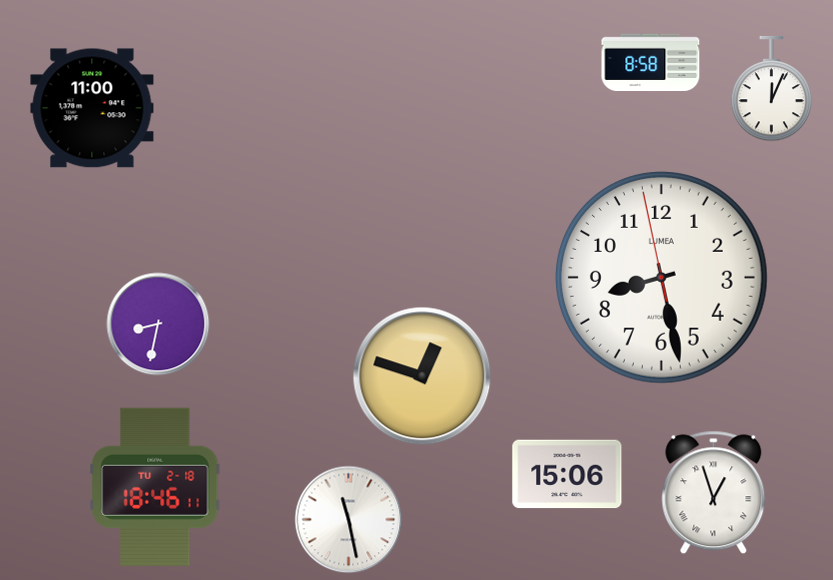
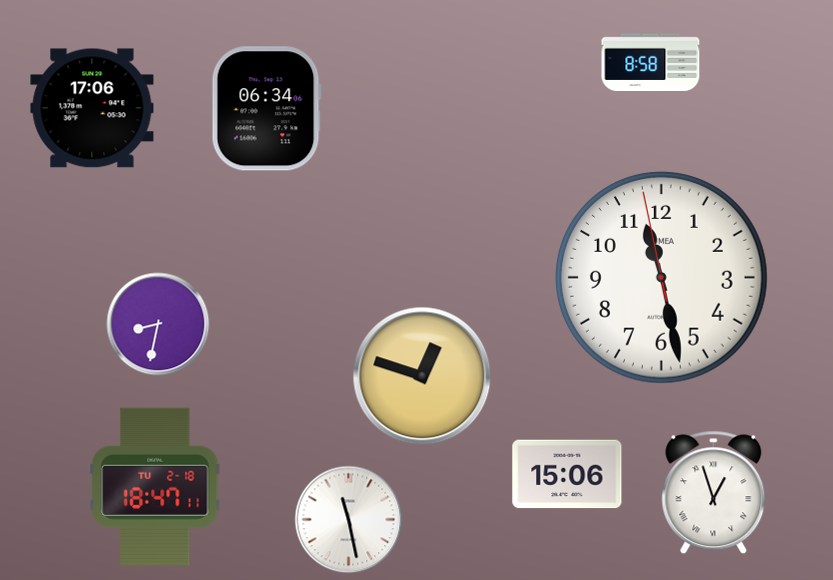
clock at (772, 89): 12:04 -> none
clock at (92, 108): 11:00 -> 17:06
clock at (266, 109): none -> 06:34
clock at (661, 277): 8:27 -> 11:27
clock at (155, 487): 18:46 -> 18:47
